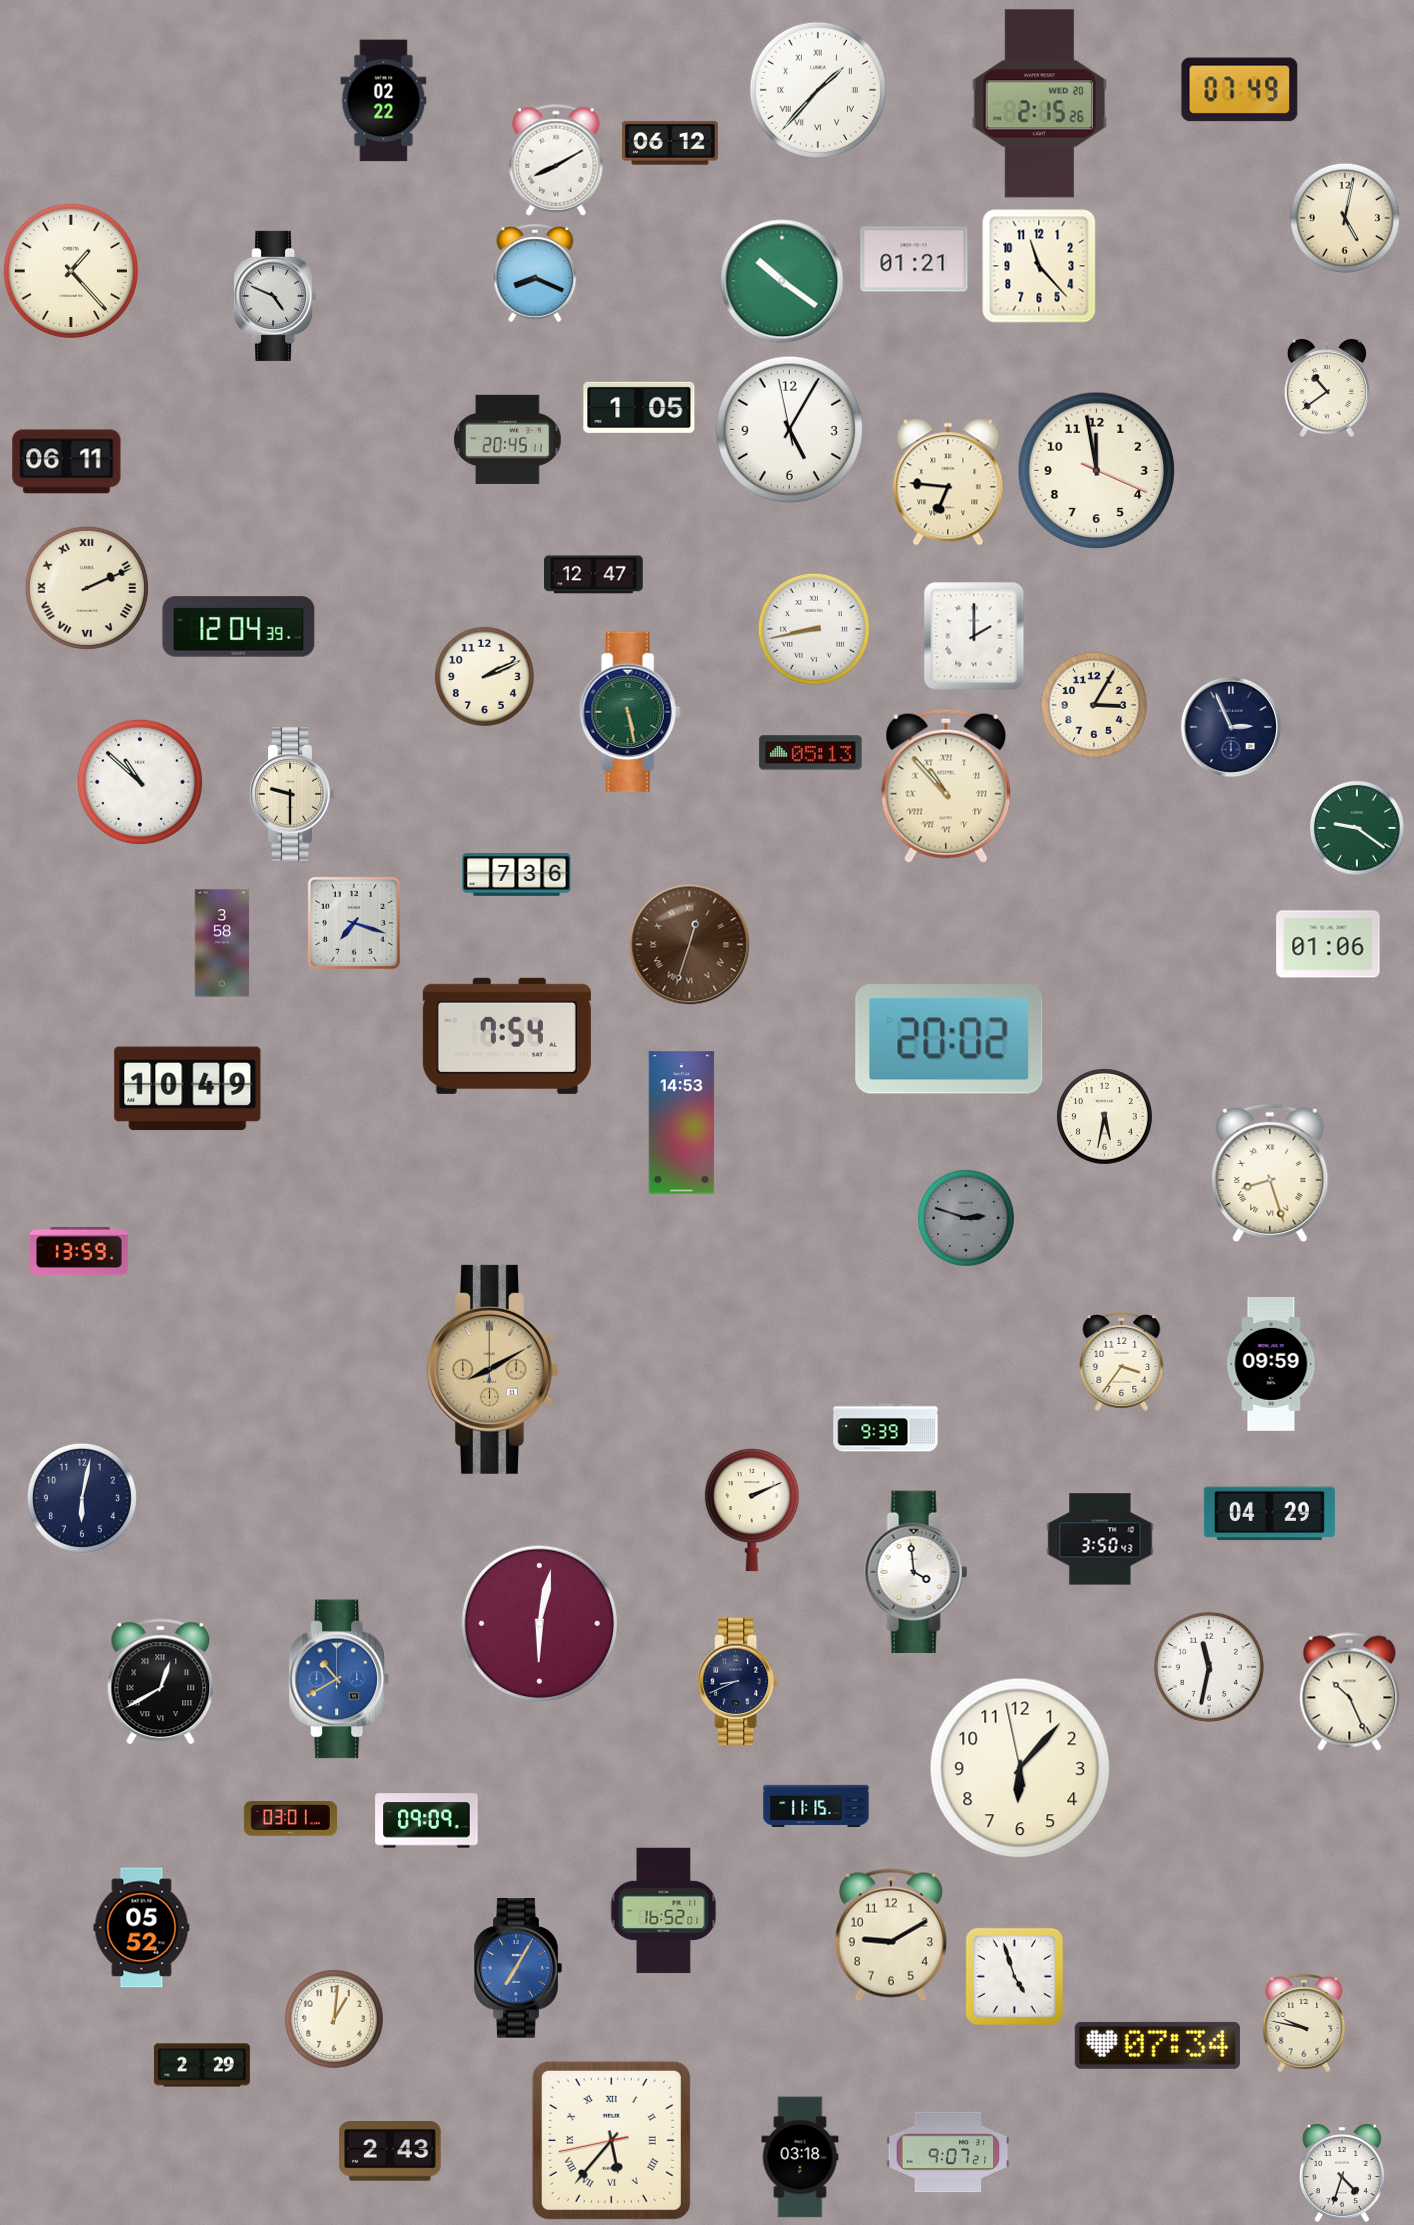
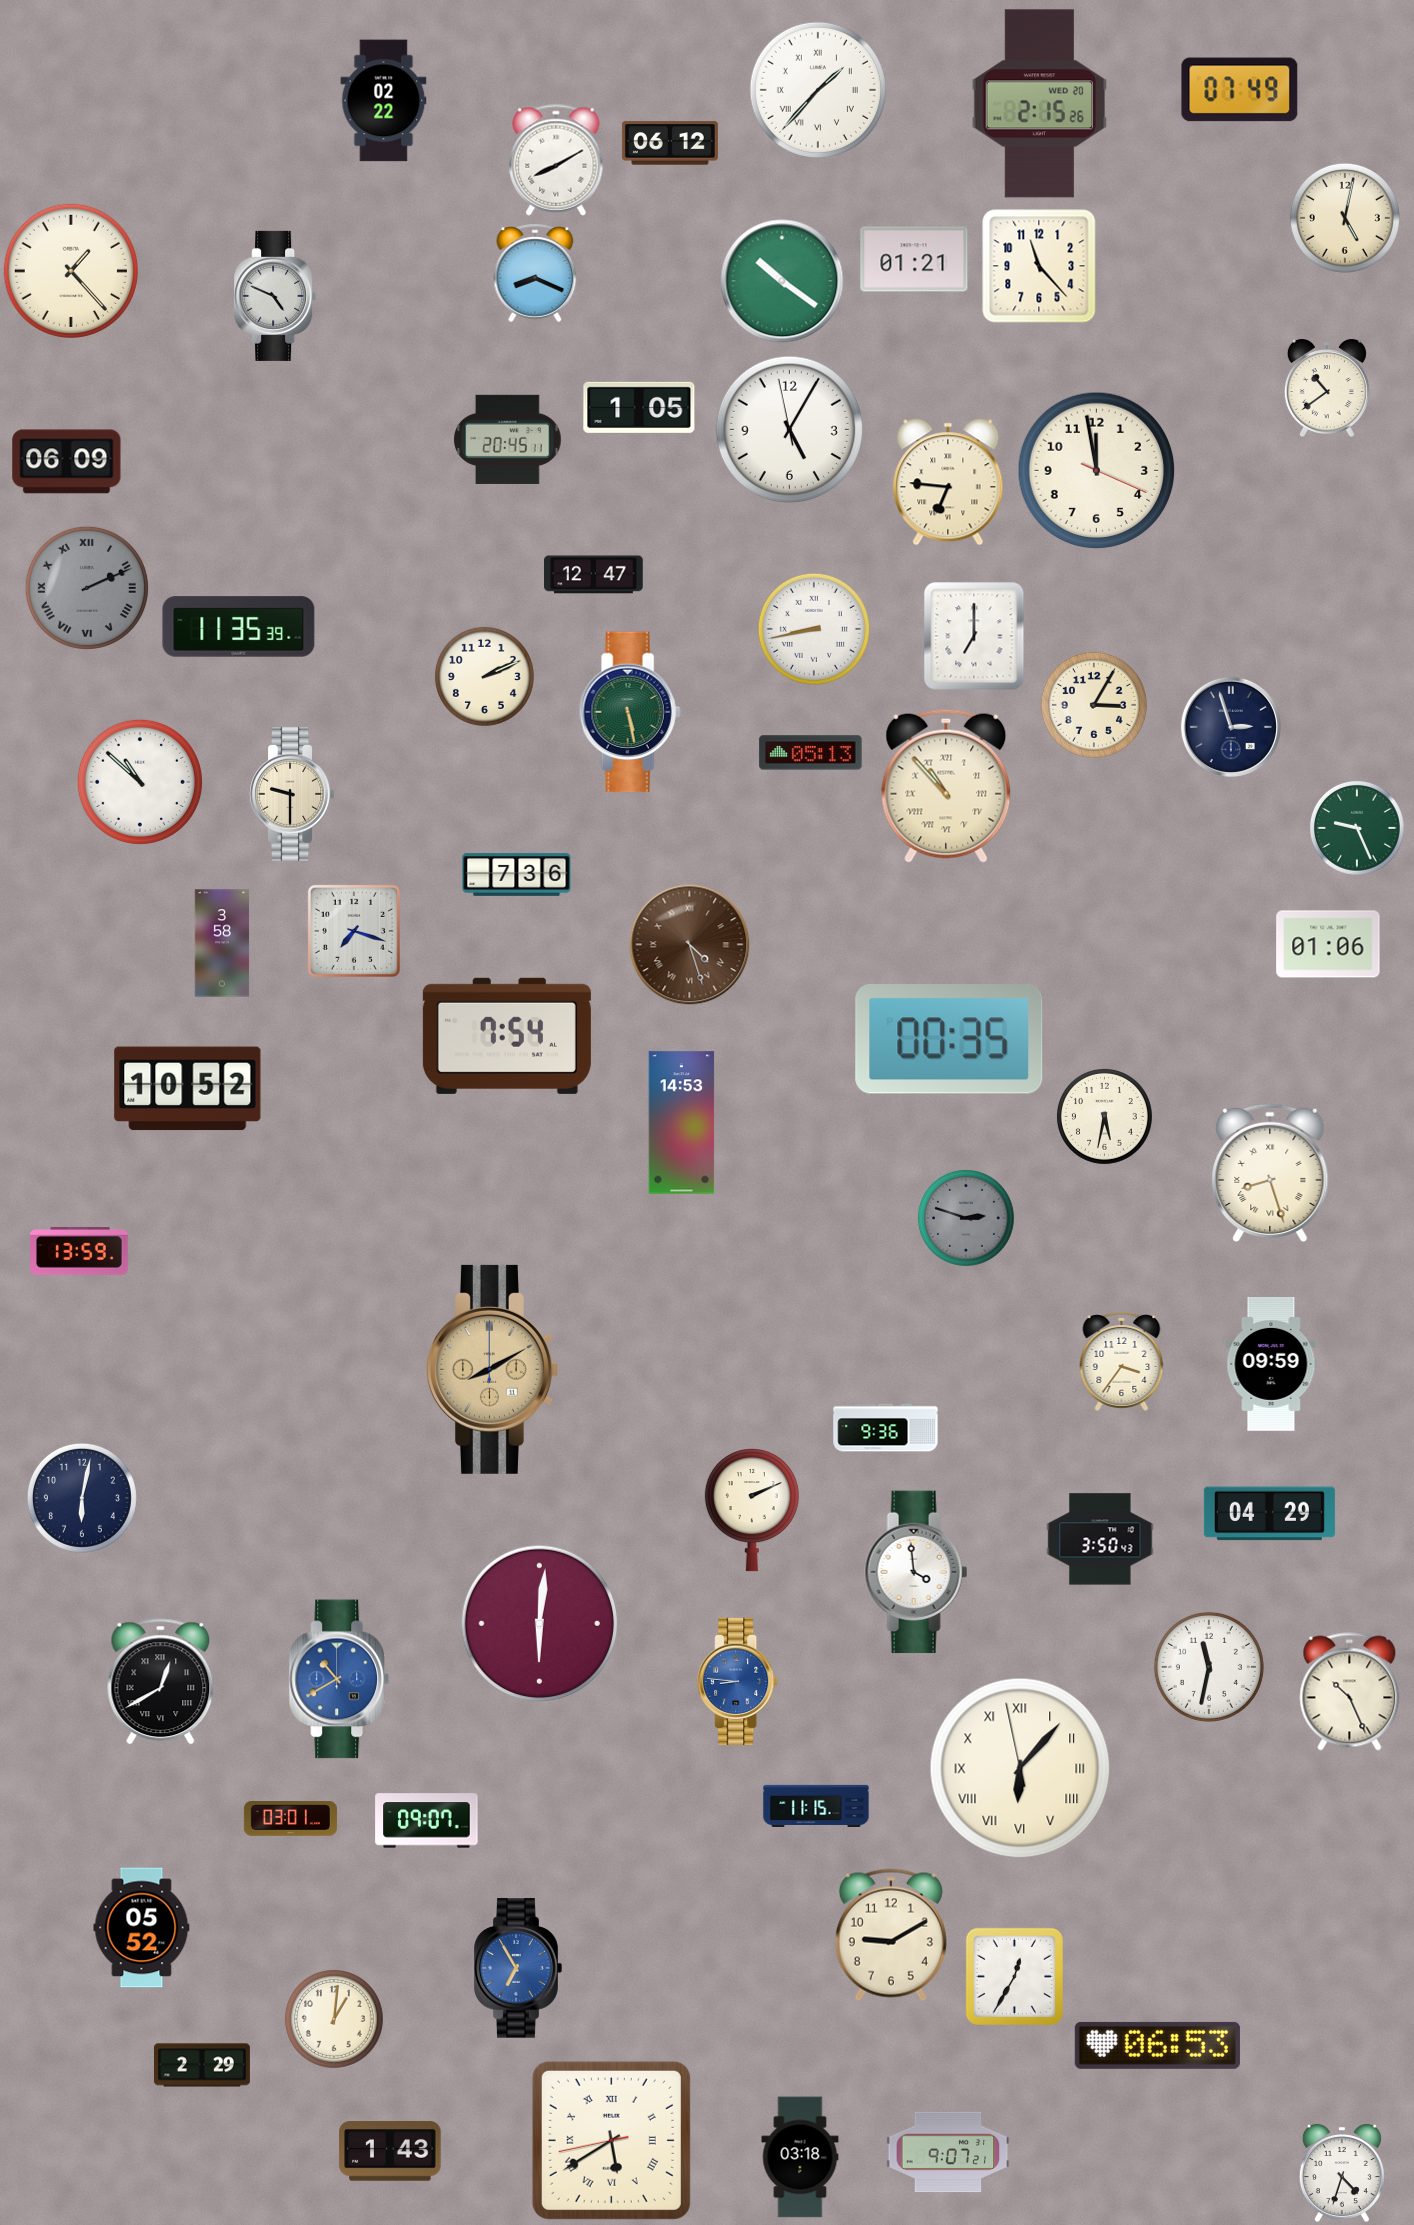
clock at (67, 462): 06:11 -> 06:09
clock at (87, 588) dial: cream -> grey
clock at (239, 627): 12:04 -> 11:35
clock at (974, 636): 2:00 -> 7:00
clock at (1231, 727): 2:56 -> 2:57
clock at (1357, 828): 9:21 -> 9:26
clock at (354, 923) position: (354, 923) -> (354, 931)
clock at (690, 945): 12:33 -> 4:27
clock at (949, 1040): 20:02 -> 00:35
clock at (188, 1089): 10:49 -> 10:52
clock at (886, 1428): 9:39 -> 9:36
clock at (540, 1624): 6:02 -> 6:01
clock at (738, 1681): 8:41 -> 8:46
clock at (738, 1681) dial: navy -> blue
clock at (1020, 1768) numerals: Arabic -> Roman
clock at (427, 1821): 09:09 -> 09:07
clock at (664, 1911): 16:52 -> none
clock at (518, 1968): 7:05 -> 6:55
clock at (1014, 1976): 4:57 -> 12:35
clock at (1304, 2023): 9:47 -> none
clock at (1157, 2045): 07:34 -> 06:53
clock at (611, 2140): 5:36 -> 5:39
clock at (390, 2151): 2:43 -> 1:43
